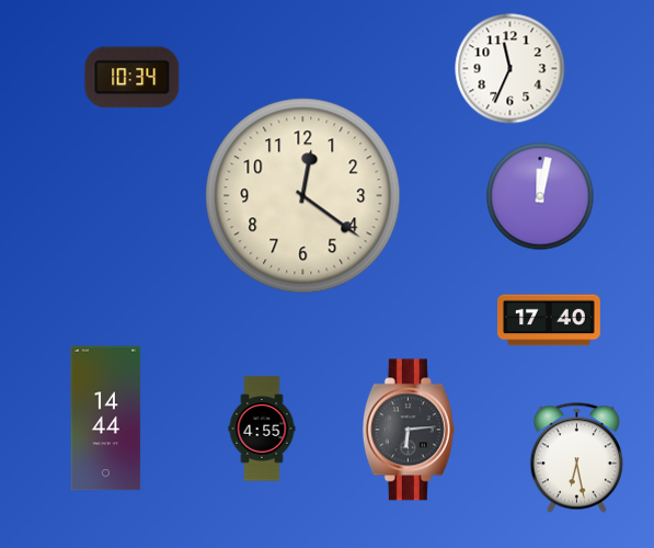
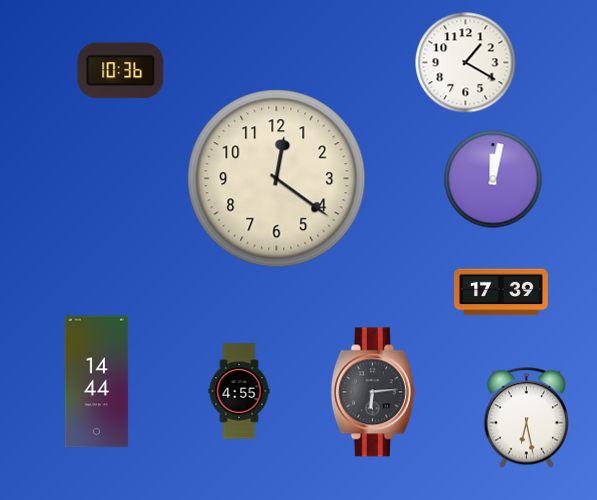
clock at (510, 69): 11:34 -> 1:20
clock at (133, 78): 10:34 -> 10:36
clock at (550, 320): 17:40 -> 17:39
